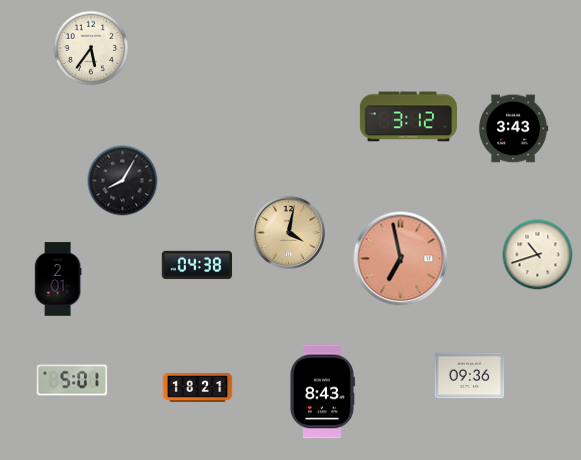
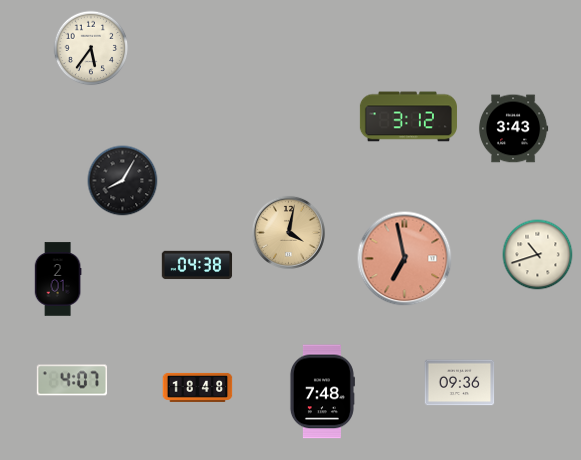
clock at (401, 259) position: (401, 259) -> (405, 259)
clock at (470, 376) position: (470, 376) -> (460, 383)
clock at (72, 380): 5:01 -> 4:07
clock at (198, 387): 18:21 -> 18:48
clock at (322, 392): 8:43 -> 7:48
